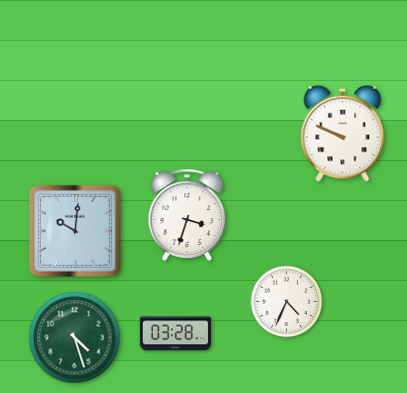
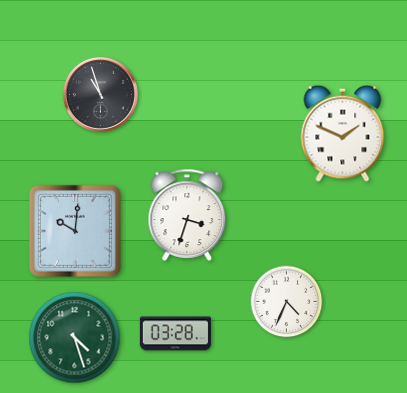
clock at (100, 94): none -> 10:57
clock at (343, 133): 9:49 -> 1:49
